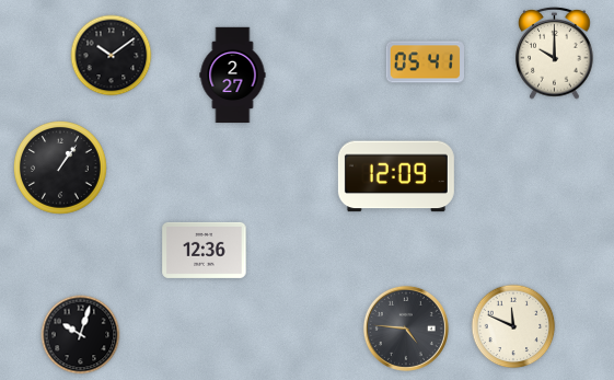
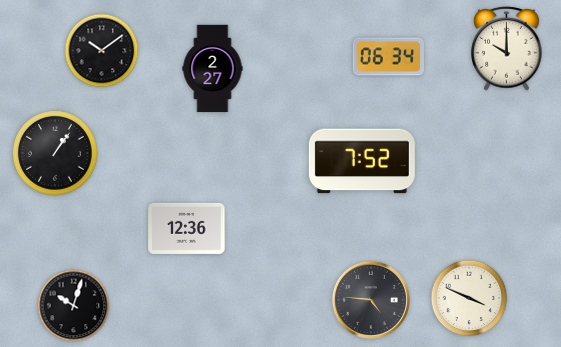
clock at (425, 62): 05:41 -> 06:34
clock at (396, 176): 12:09 -> 7:52
clock at (513, 326): 11:49 -> 3:49
